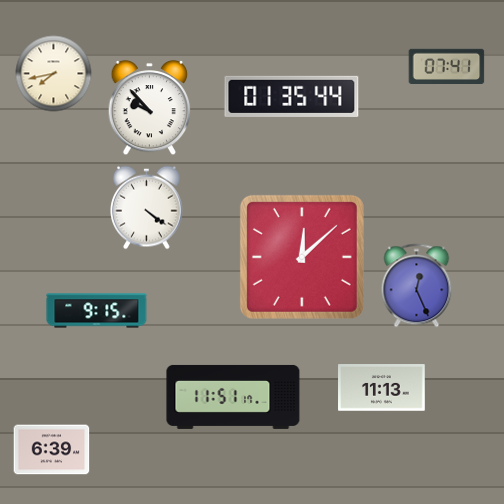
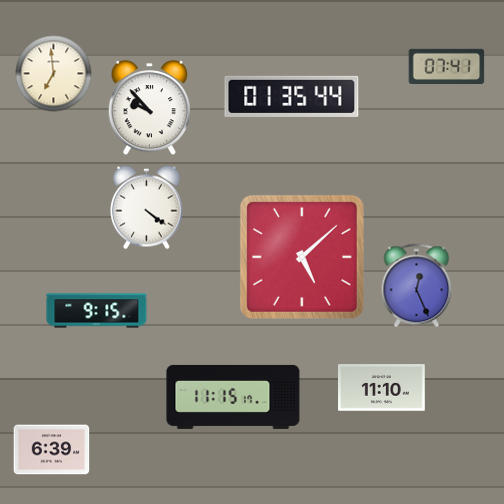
clock at (54, 74): 7:43 -> 6:59
clock at (302, 257): 12:08 -> 5:08
clock at (382, 388): 11:13 -> 11:10
clock at (233, 397): 11:51 -> 11:15
